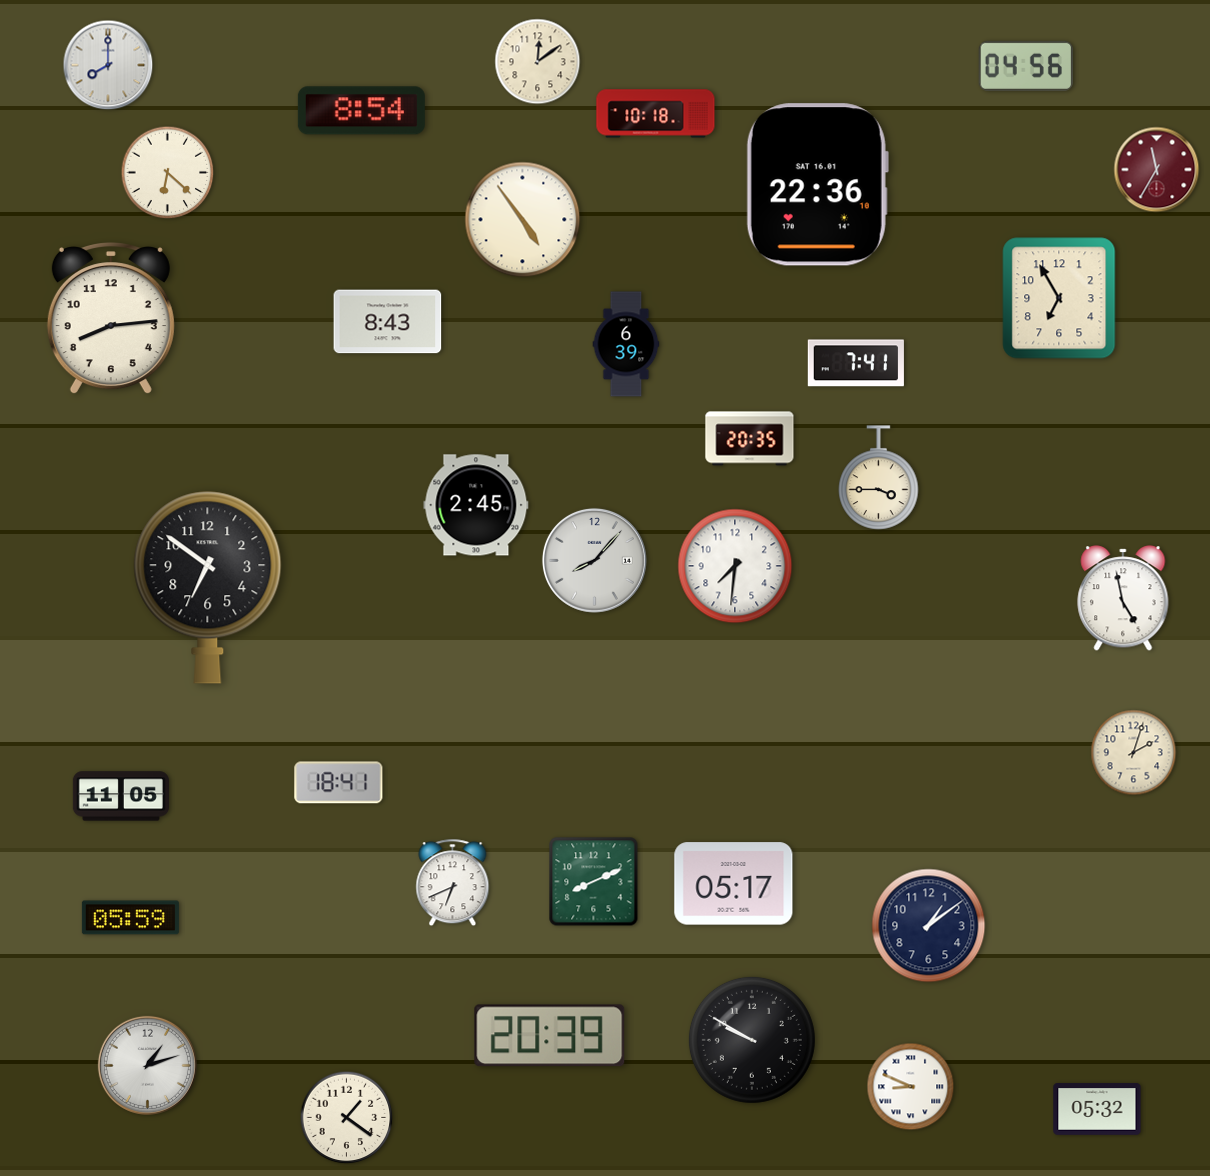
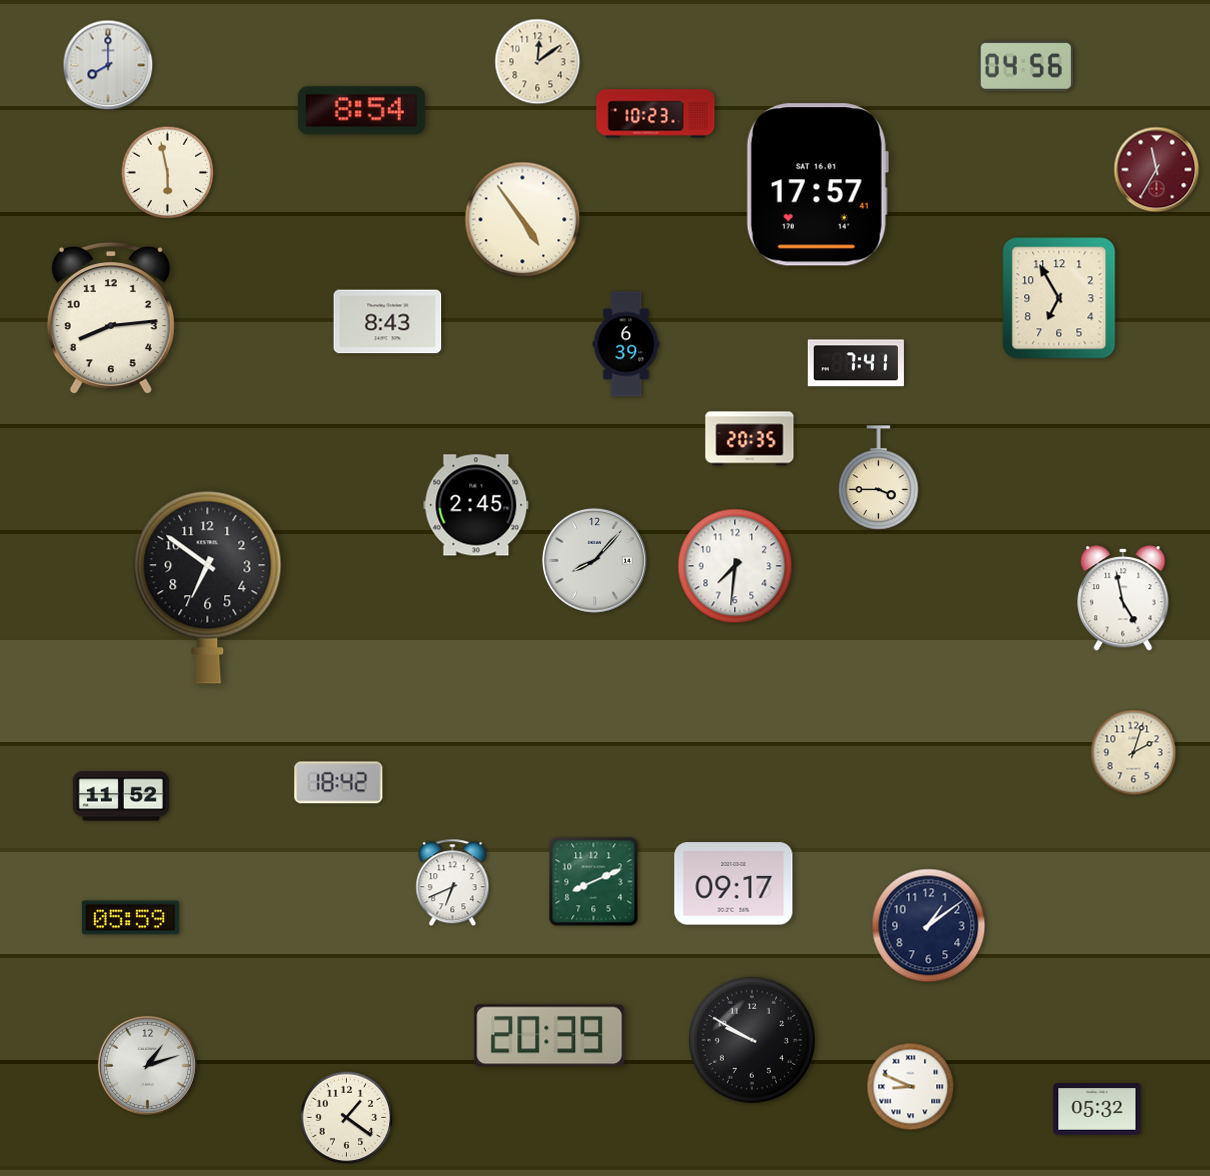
clock at (656, 114): 10:18 -> 10:23
clock at (168, 173): 6:22 -> 5:58
clock at (817, 185): 22:36 -> 17:57
clock at (339, 783): 18:41 -> 18:42
clock at (121, 796): 11:05 -> 11:52
clock at (734, 884): 05:17 -> 09:17
